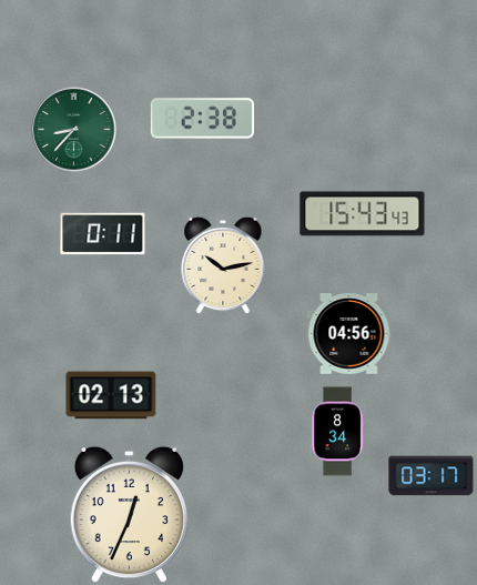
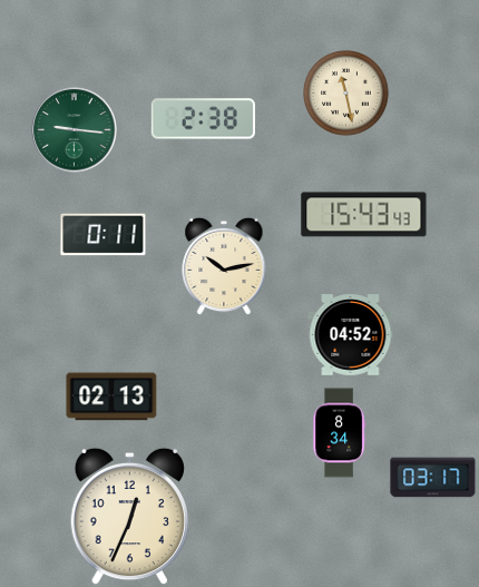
clock at (346, 94): none -> 11:28
clock at (74, 130): 8:37 -> 9:16
clock at (349, 334): 04:56 -> 04:52
